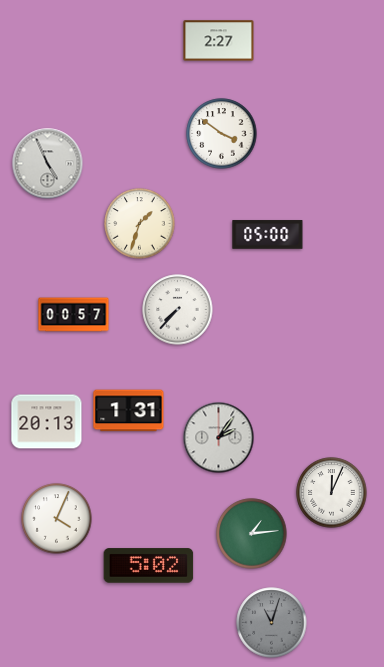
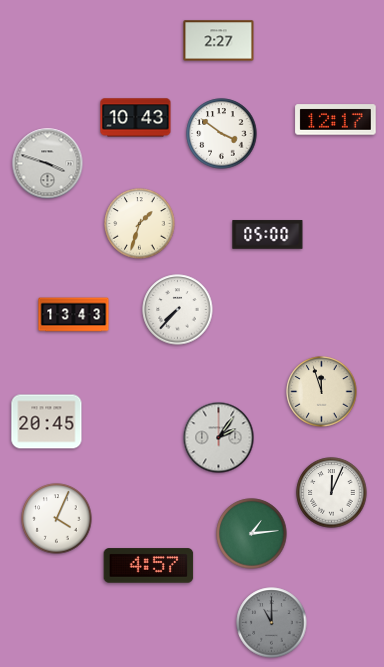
clock at (136, 118): none -> 10:43
clock at (336, 120): none -> 12:17
clock at (48, 164): 4:56 -> 3:48
clock at (74, 315): 00:57 -> 13:43
clock at (322, 392): none -> 11:57
clock at (129, 411): 1:31 -> none
clock at (47, 422): 20:13 -> 20:45
clock at (149, 566): 5:02 -> 4:57
clock at (272, 623): 11:03 -> 11:00
